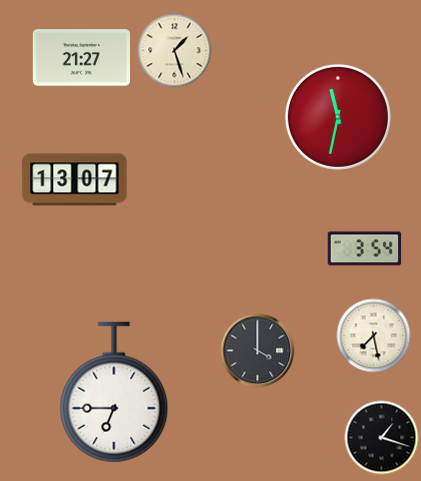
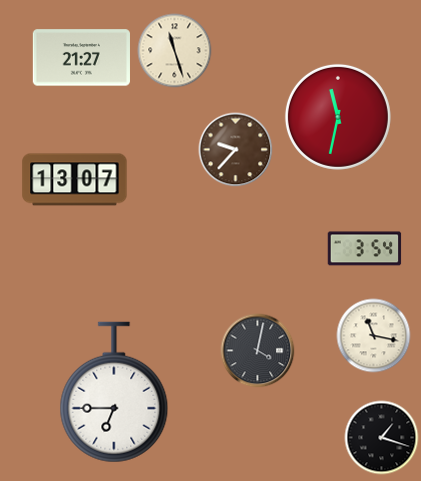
clock at (175, 51): 1:27 -> 11:27
clock at (236, 150): none -> 9:37
clock at (374, 336): 7:28 -> 11:17
clock at (258, 351): 4:00 -> 4:02
